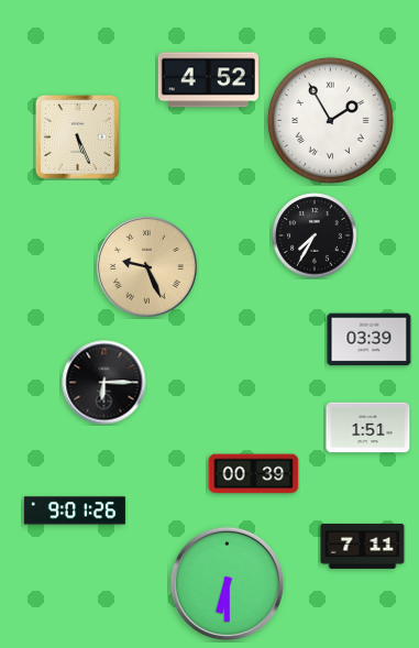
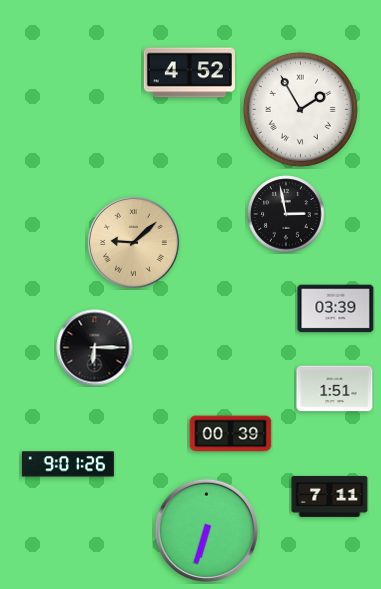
clock at (77, 136): 5:26 -> none
clock at (315, 235): 7:35 -> 2:58
clock at (146, 266): 9:26 -> 9:08
clock at (254, 474) position: (254, 474) -> (231, 434)
clock at (227, 583): 6:30 -> 6:33
